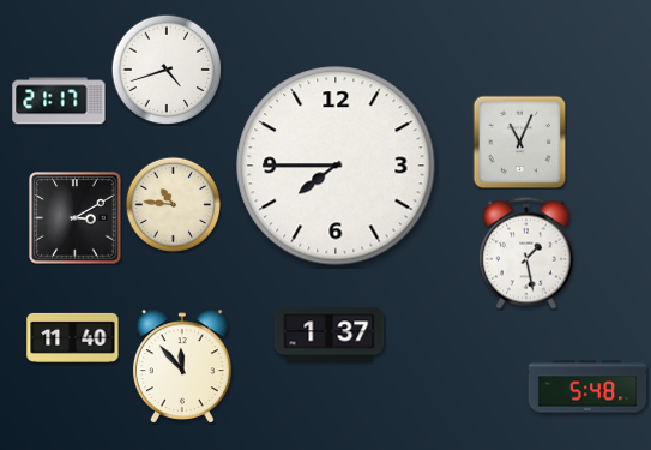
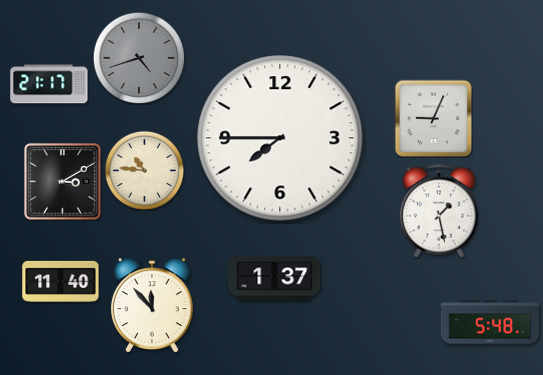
clock at (167, 70) dial: white -> grey
clock at (519, 142): 11:04 -> 9:04
